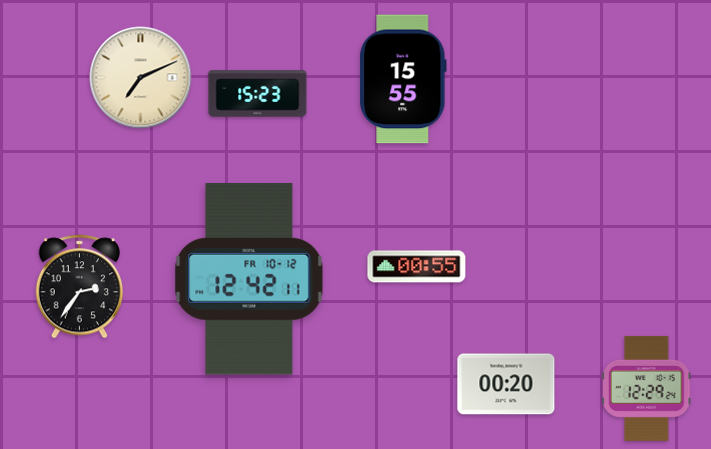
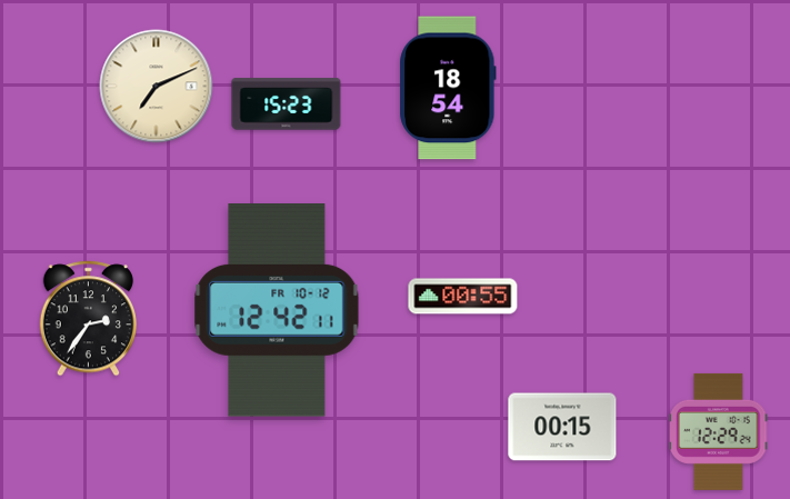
clock at (403, 79): 15:55 -> 18:54
clock at (506, 384): 00:20 -> 00:15
